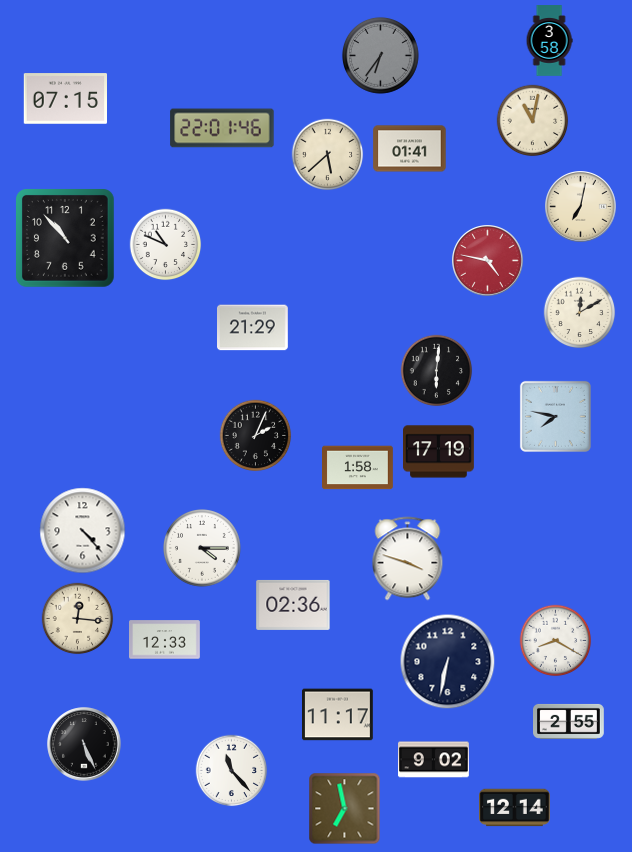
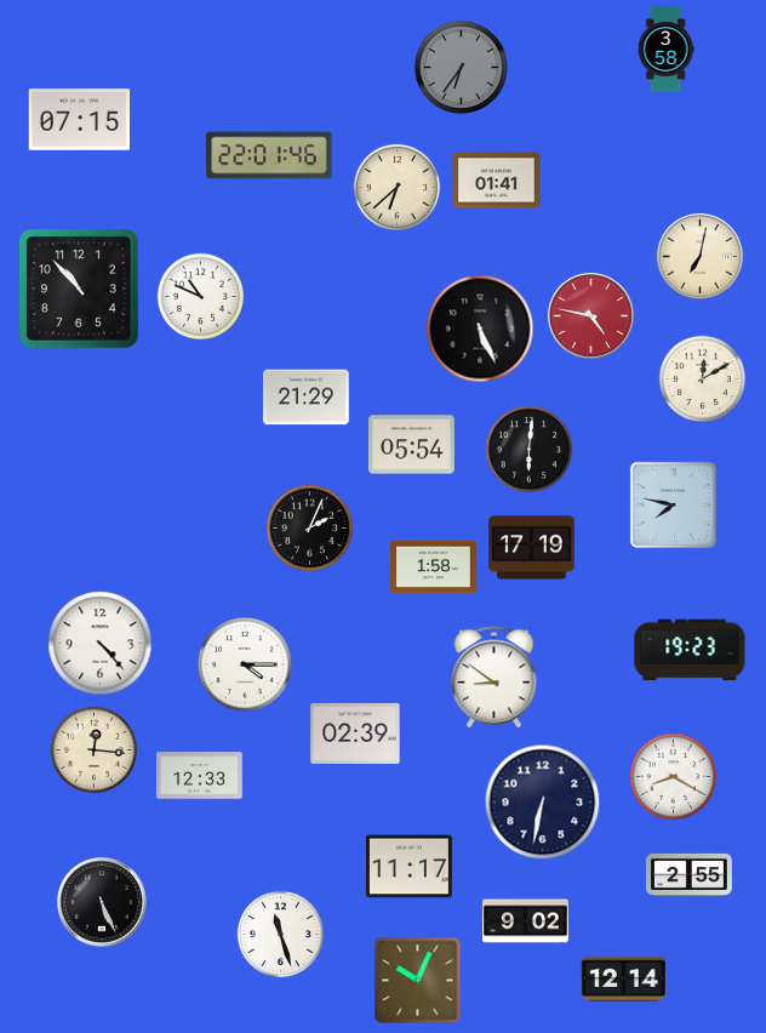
clock at (533, 121): 11:02 -> none
clock at (328, 155): 5:38 -> 6:38
clock at (581, 207) position: (581, 207) -> (701, 257)
clock at (480, 329): none -> 5:26
clock at (412, 445): none -> 05:54
clock at (690, 650): none -> 19:23
clock at (408, 559): 3:48 -> 8:51
clock at (293, 605): 02:36 -> 02:39
clock at (232, 771): 11:23 -> 11:27
clock at (345, 809): 6:58 -> 10:04
